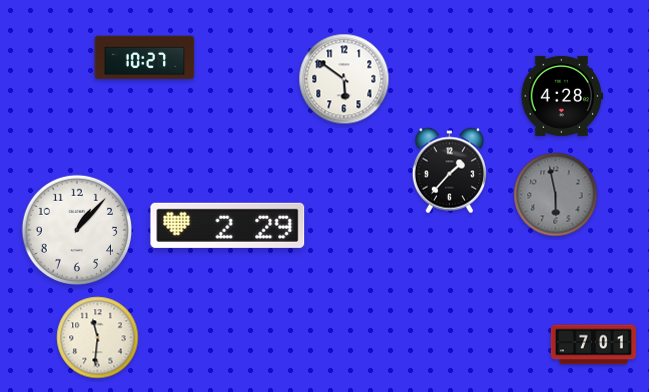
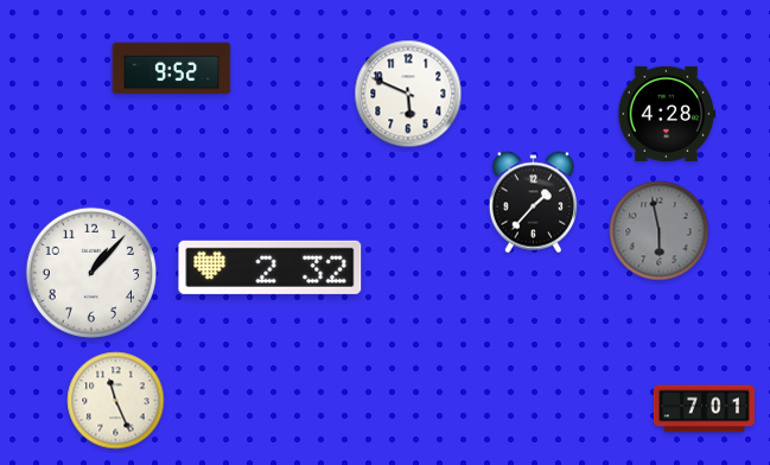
clock at (145, 58): 10:27 -> 9:52
clock at (344, 79): 5:51 -> 5:49
clock at (228, 225): 2:29 -> 2:32
clock at (98, 338): 11:31 -> 11:26
